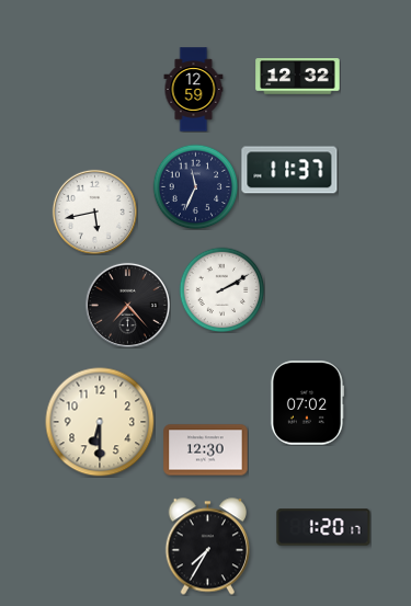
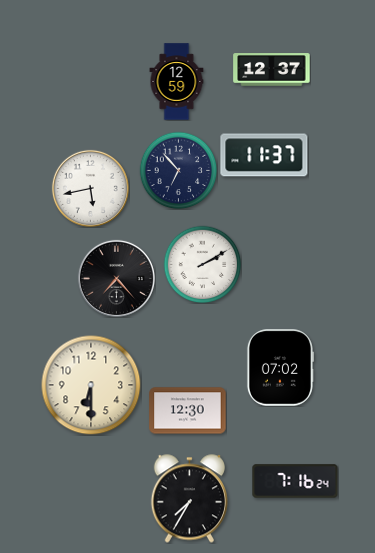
clock at (298, 77): 12:32 -> 12:37
clock at (195, 186): 11:34 -> 6:53
clock at (94, 211) position: (94, 211) -> (90, 188)
clock at (323, 527): 1:20 -> 7:16
